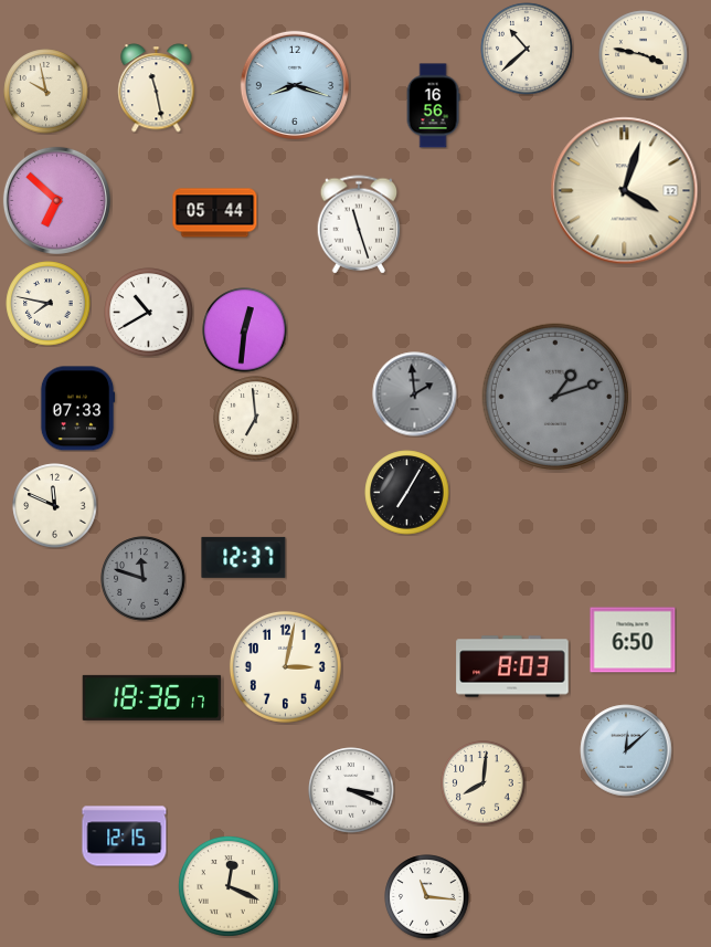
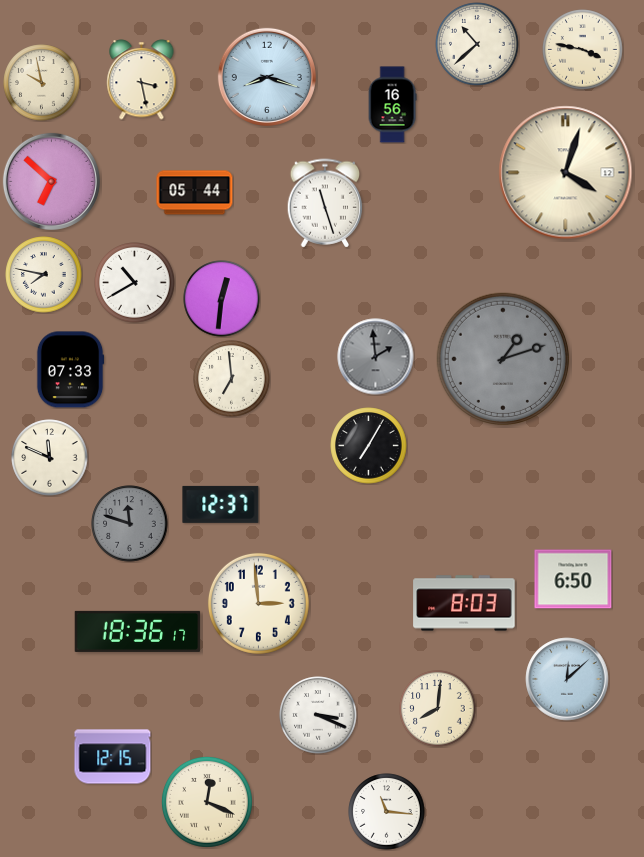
clock at (157, 88): 11:28 -> 3:28
clock at (433, 106) position: (433, 106) -> (392, 105)
clock at (285, 666): 3:02 -> 2:59
